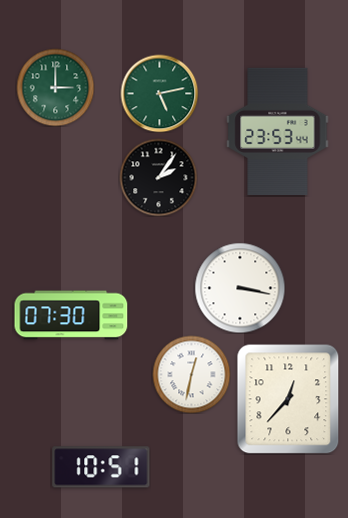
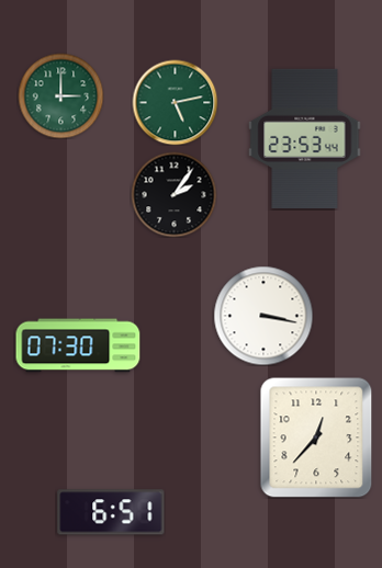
clock at (278, 131) position: (278, 131) -> (305, 138)
clock at (191, 374): 12:32 -> none
clock at (101, 467): 10:51 -> 6:51
